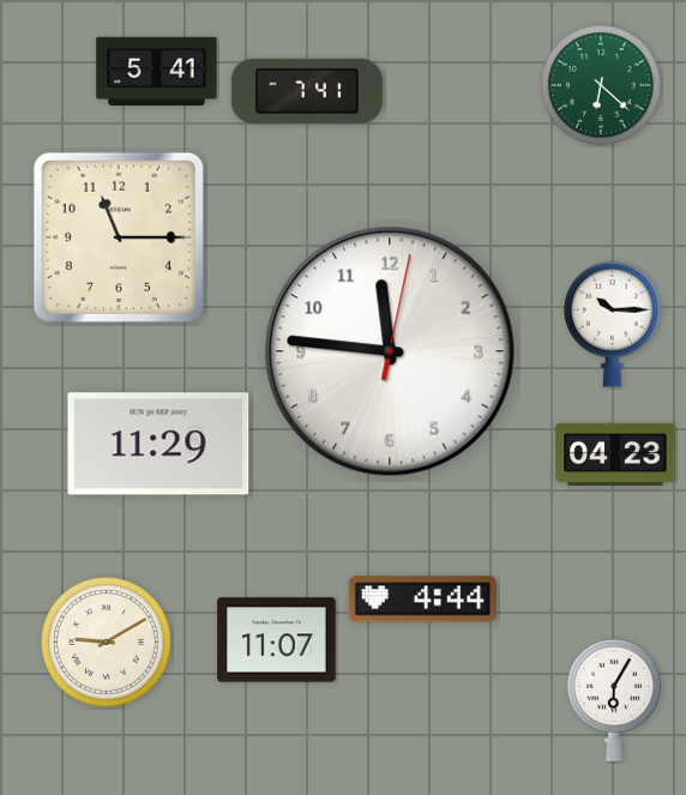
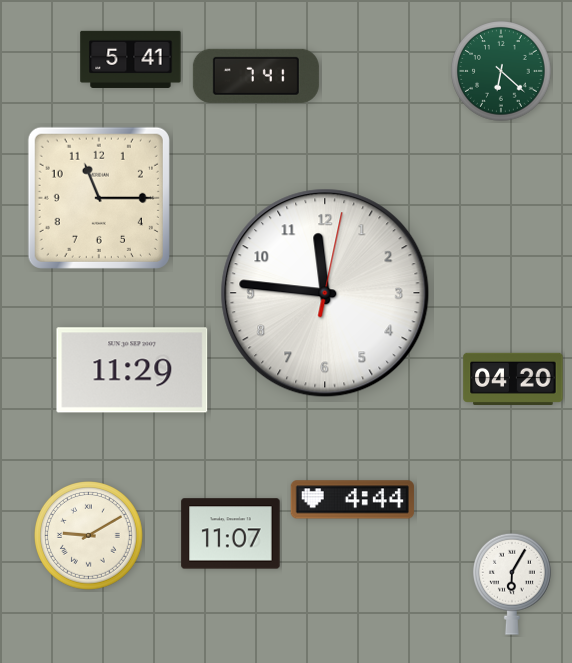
clock at (613, 324): 10:15 -> none
clock at (615, 454): 04:23 -> 04:20
